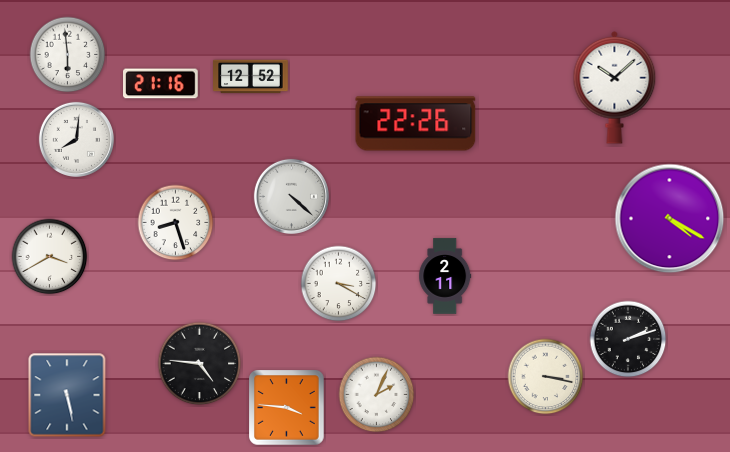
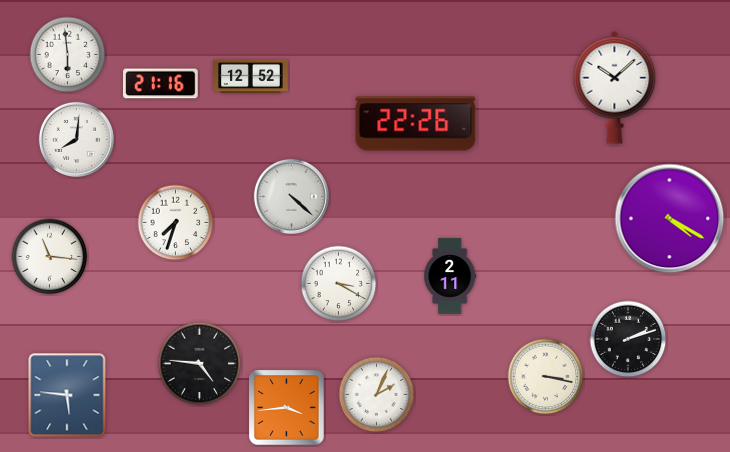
clock at (176, 223): 8:27 -> 7:33
clock at (50, 257): 3:40 -> 11:16
clock at (445, 276) position: (445, 276) -> (450, 276)
clock at (67, 395): 5:28 -> 5:46
clock at (287, 408): 3:46 -> 3:44
